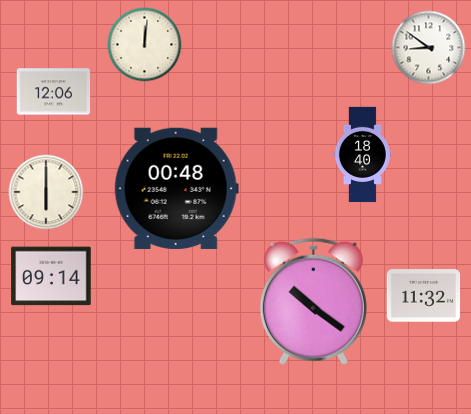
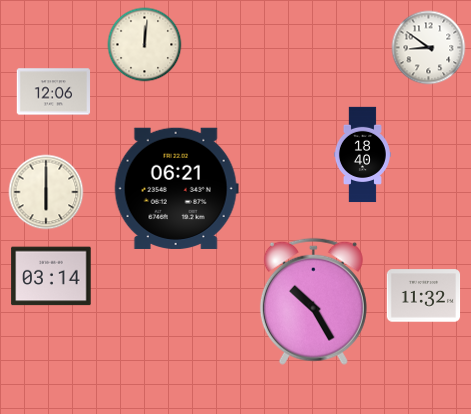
clock at (176, 188): 00:48 -> 06:21
clock at (51, 276): 09:14 -> 03:14
clock at (313, 301): 10:21 -> 10:25
